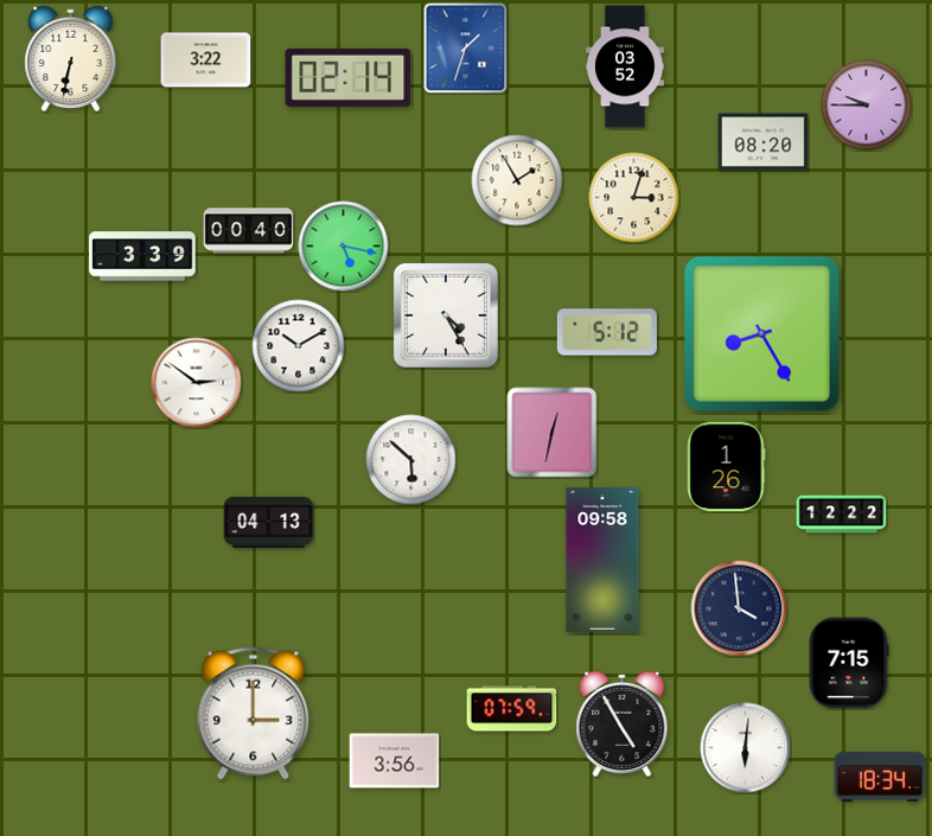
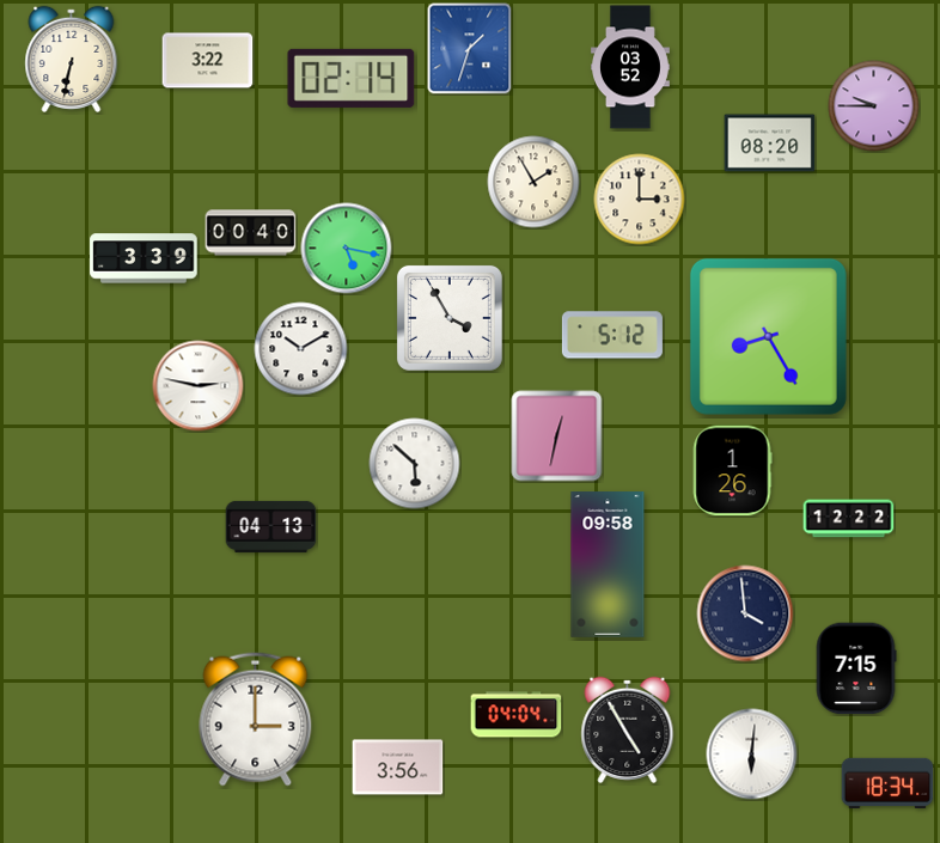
clock at (517, 180) position: (517, 180) -> (533, 182)
clock at (634, 198): 3:03 -> 3:00
clock at (446, 315): 4:25 -> 3:55
clock at (197, 383): 2:51 -> 2:47
clock at (512, 709): 07:59 -> 04:04
